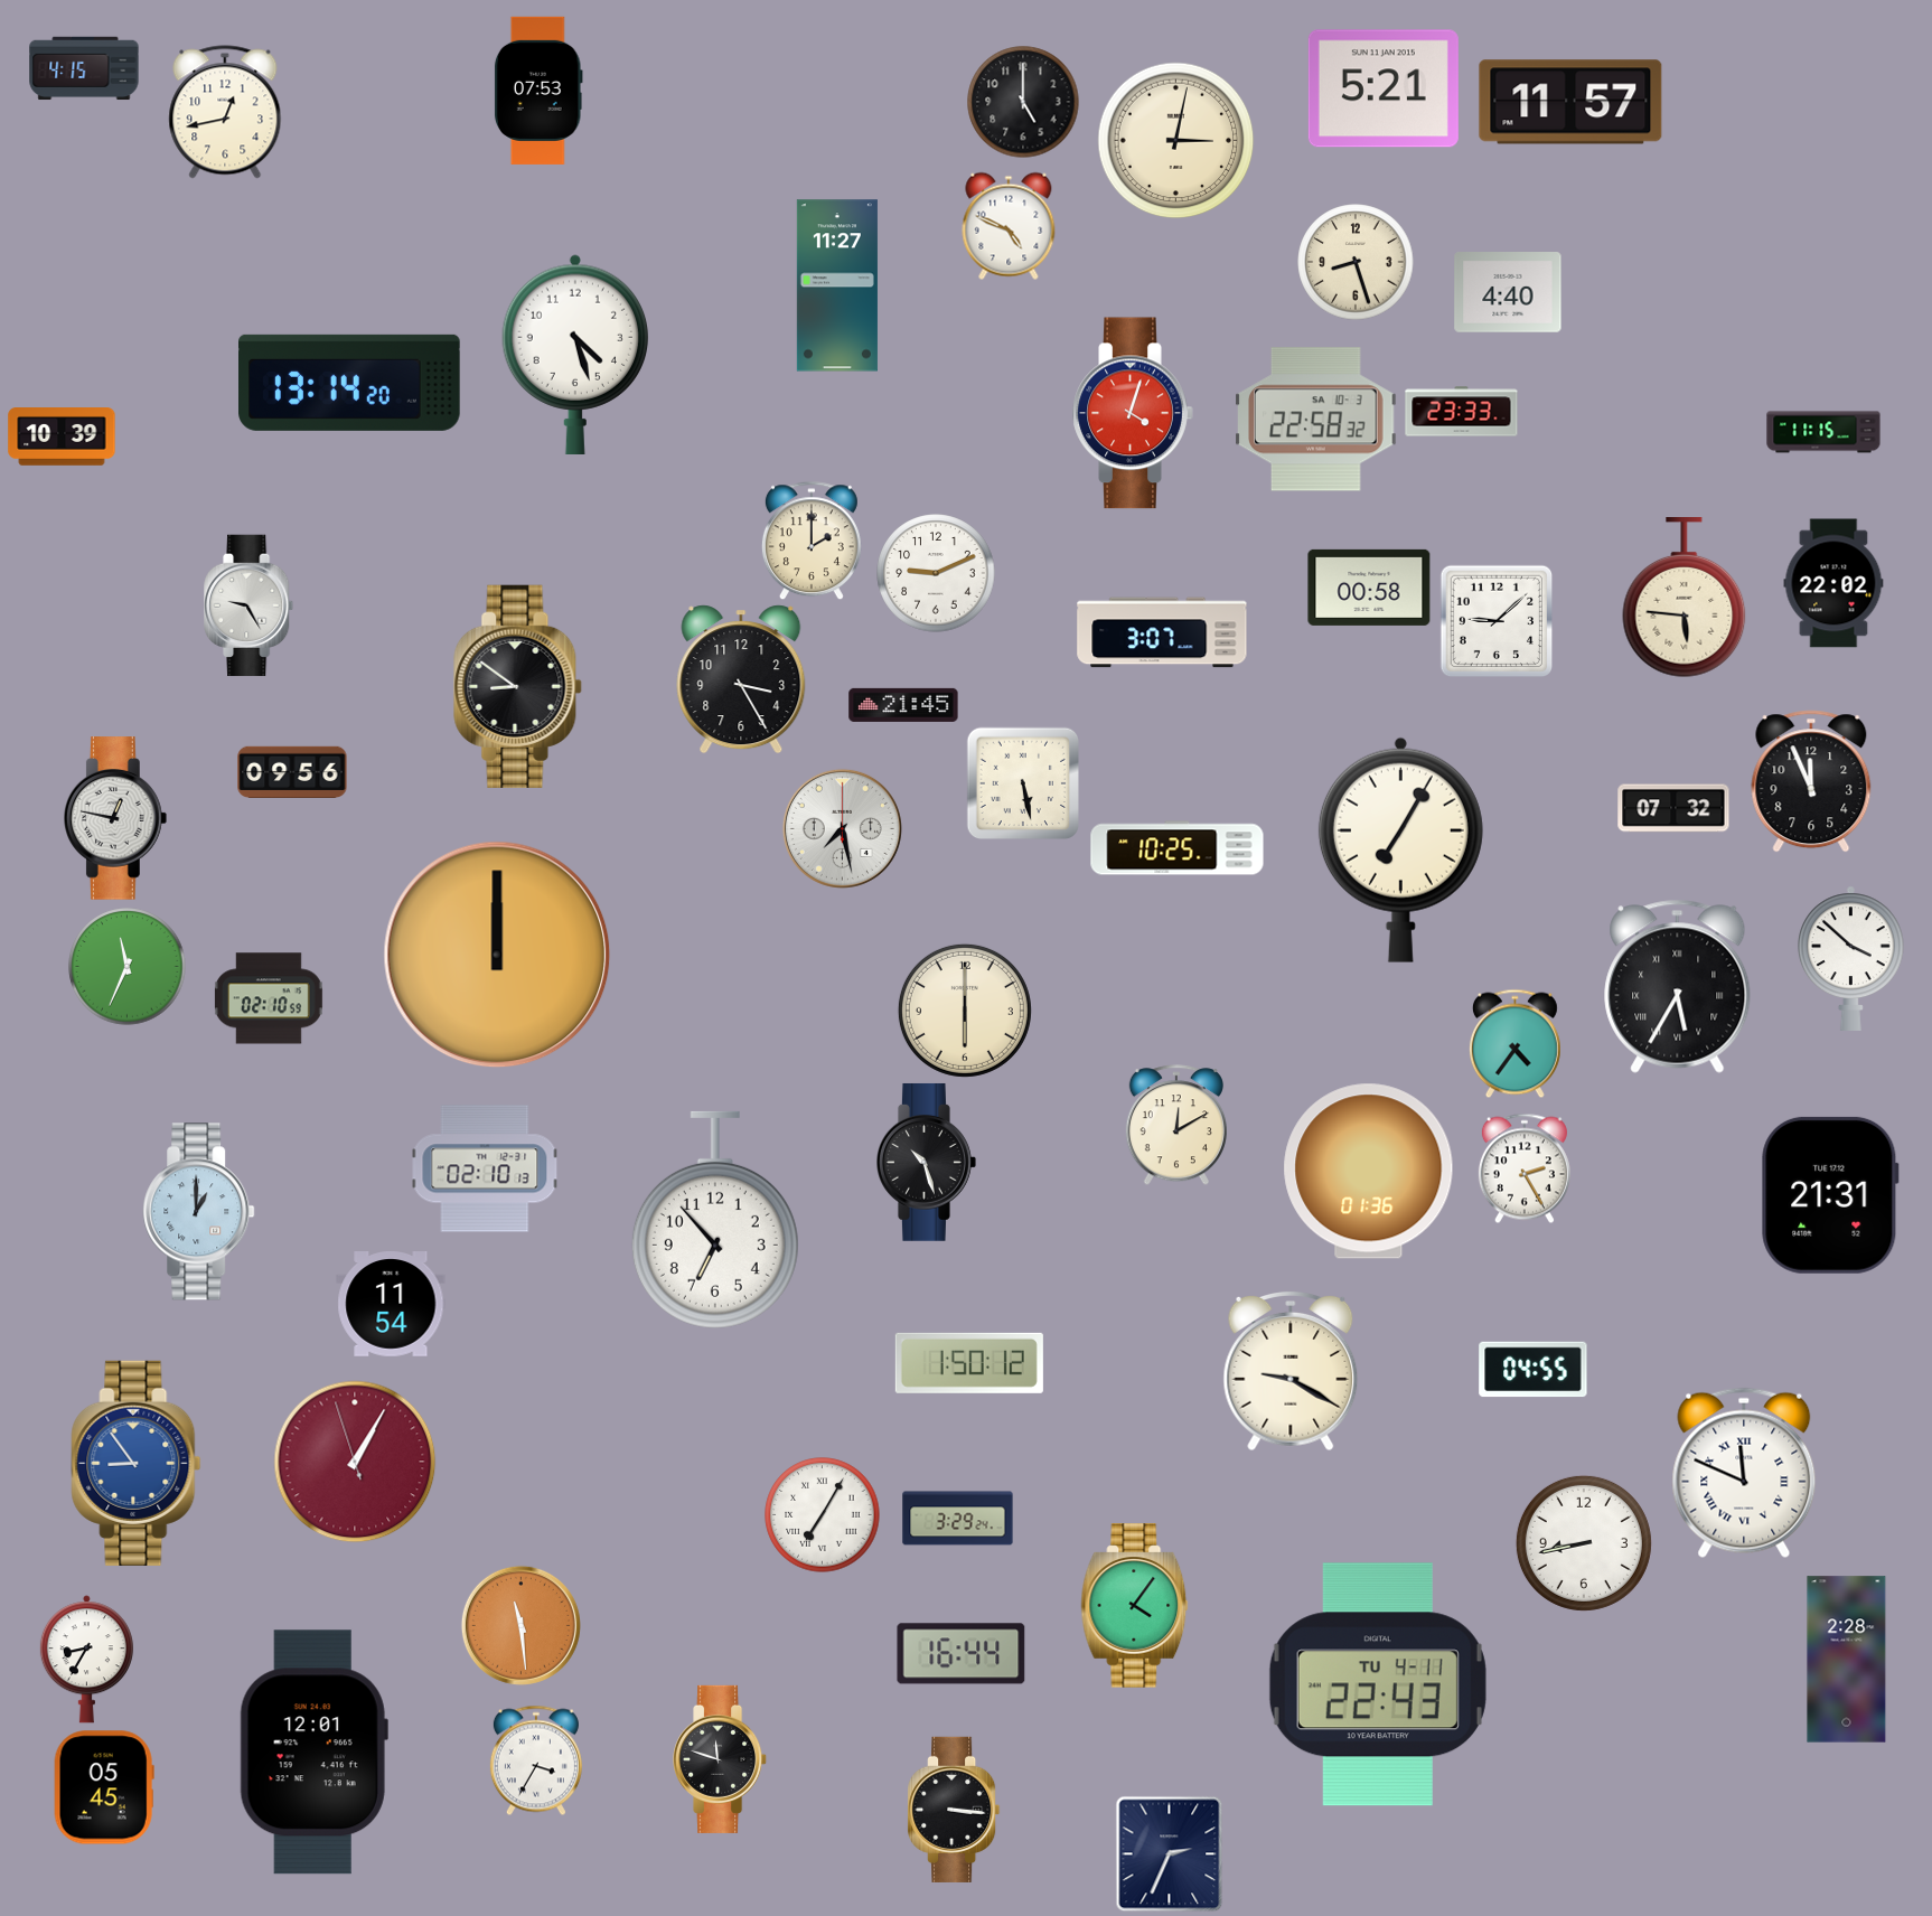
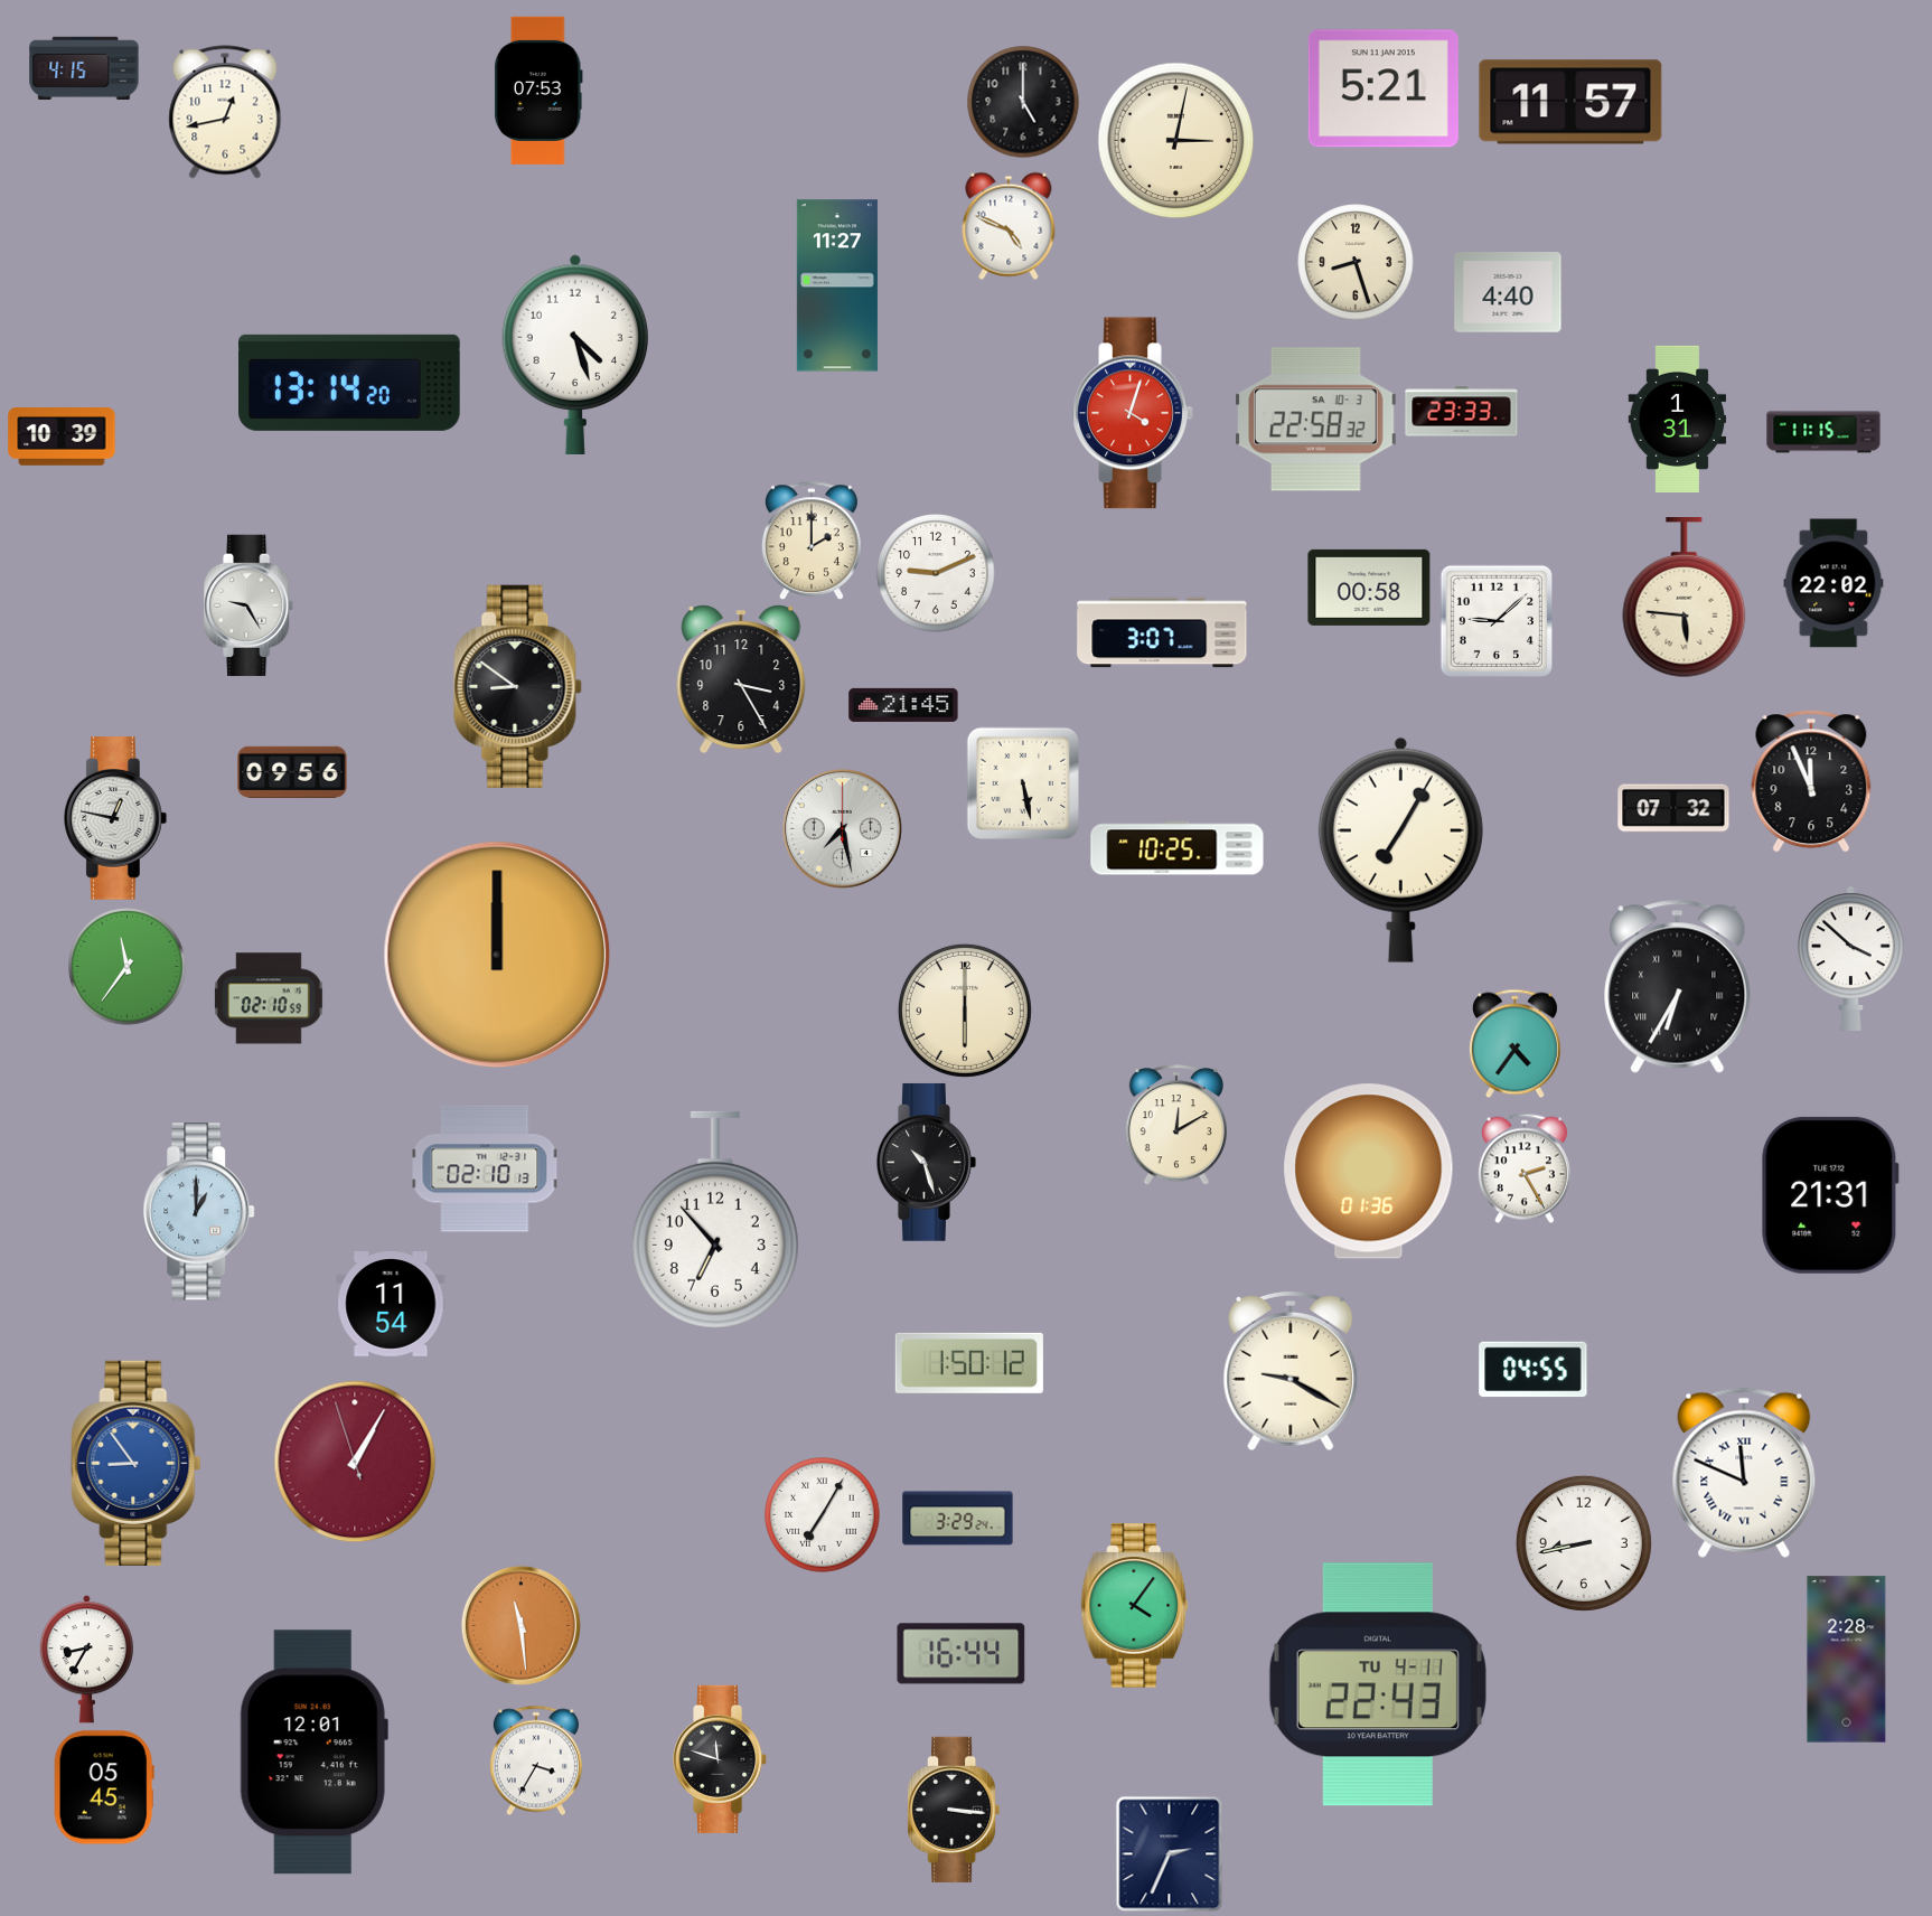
clock at (1678, 419): none -> 1:31
clock at (128, 967): 11:34 -> 11:36
clock at (1678, 986): 5:35 -> 6:35
